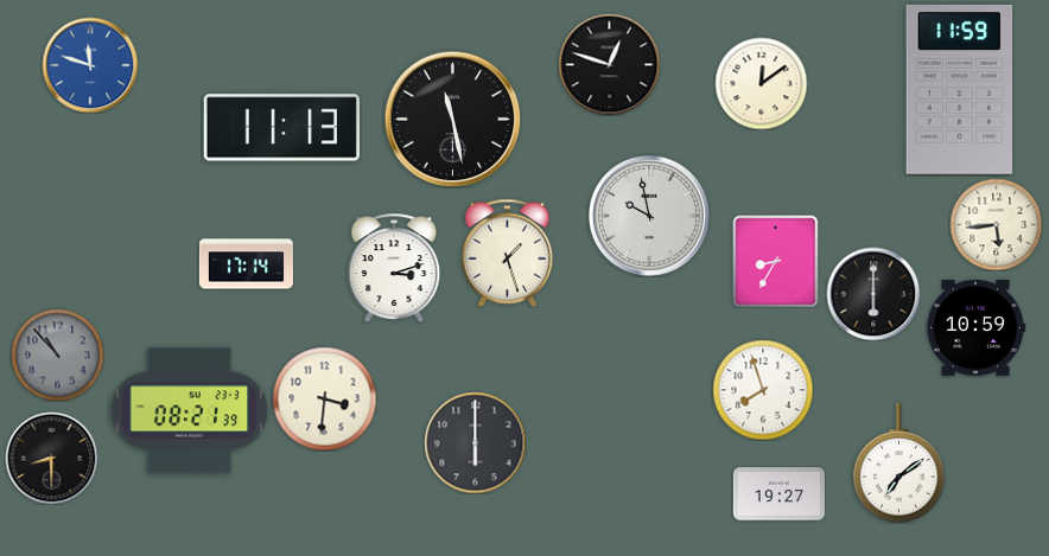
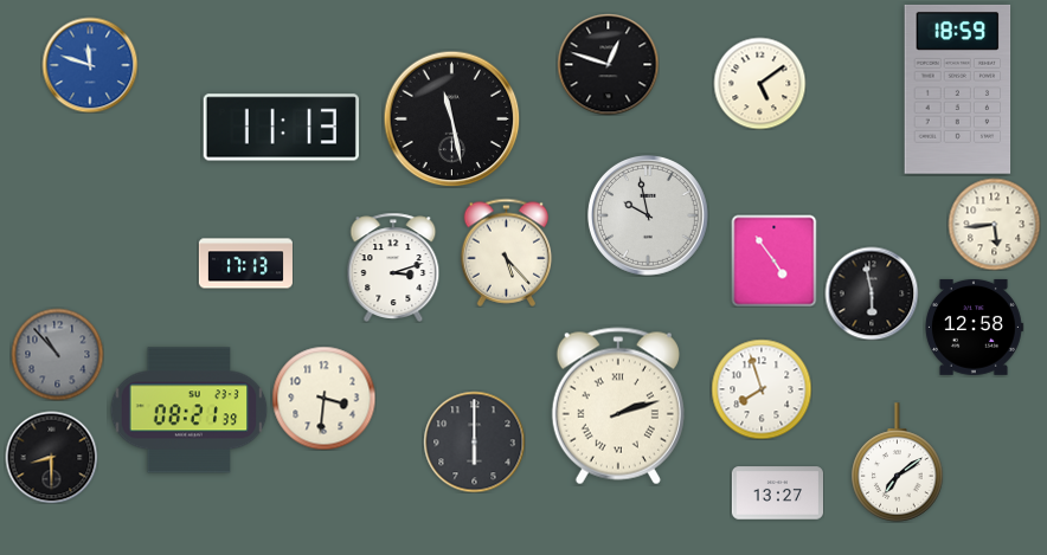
clock at (761, 83): 12:09 -> 5:09
clock at (960, 89): 11:59 -> 18:59
clock at (508, 253): 1:27 -> 5:23
clock at (776, 261): 8:35 -> 4:54
clock at (246, 264): 17:14 -> 17:13
clock at (873, 294): 6:00 -> 5:58
clock at (975, 328): 10:59 -> 12:58
clock at (618, 406): none -> 2:12
clock at (778, 494): 19:27 -> 13:27
